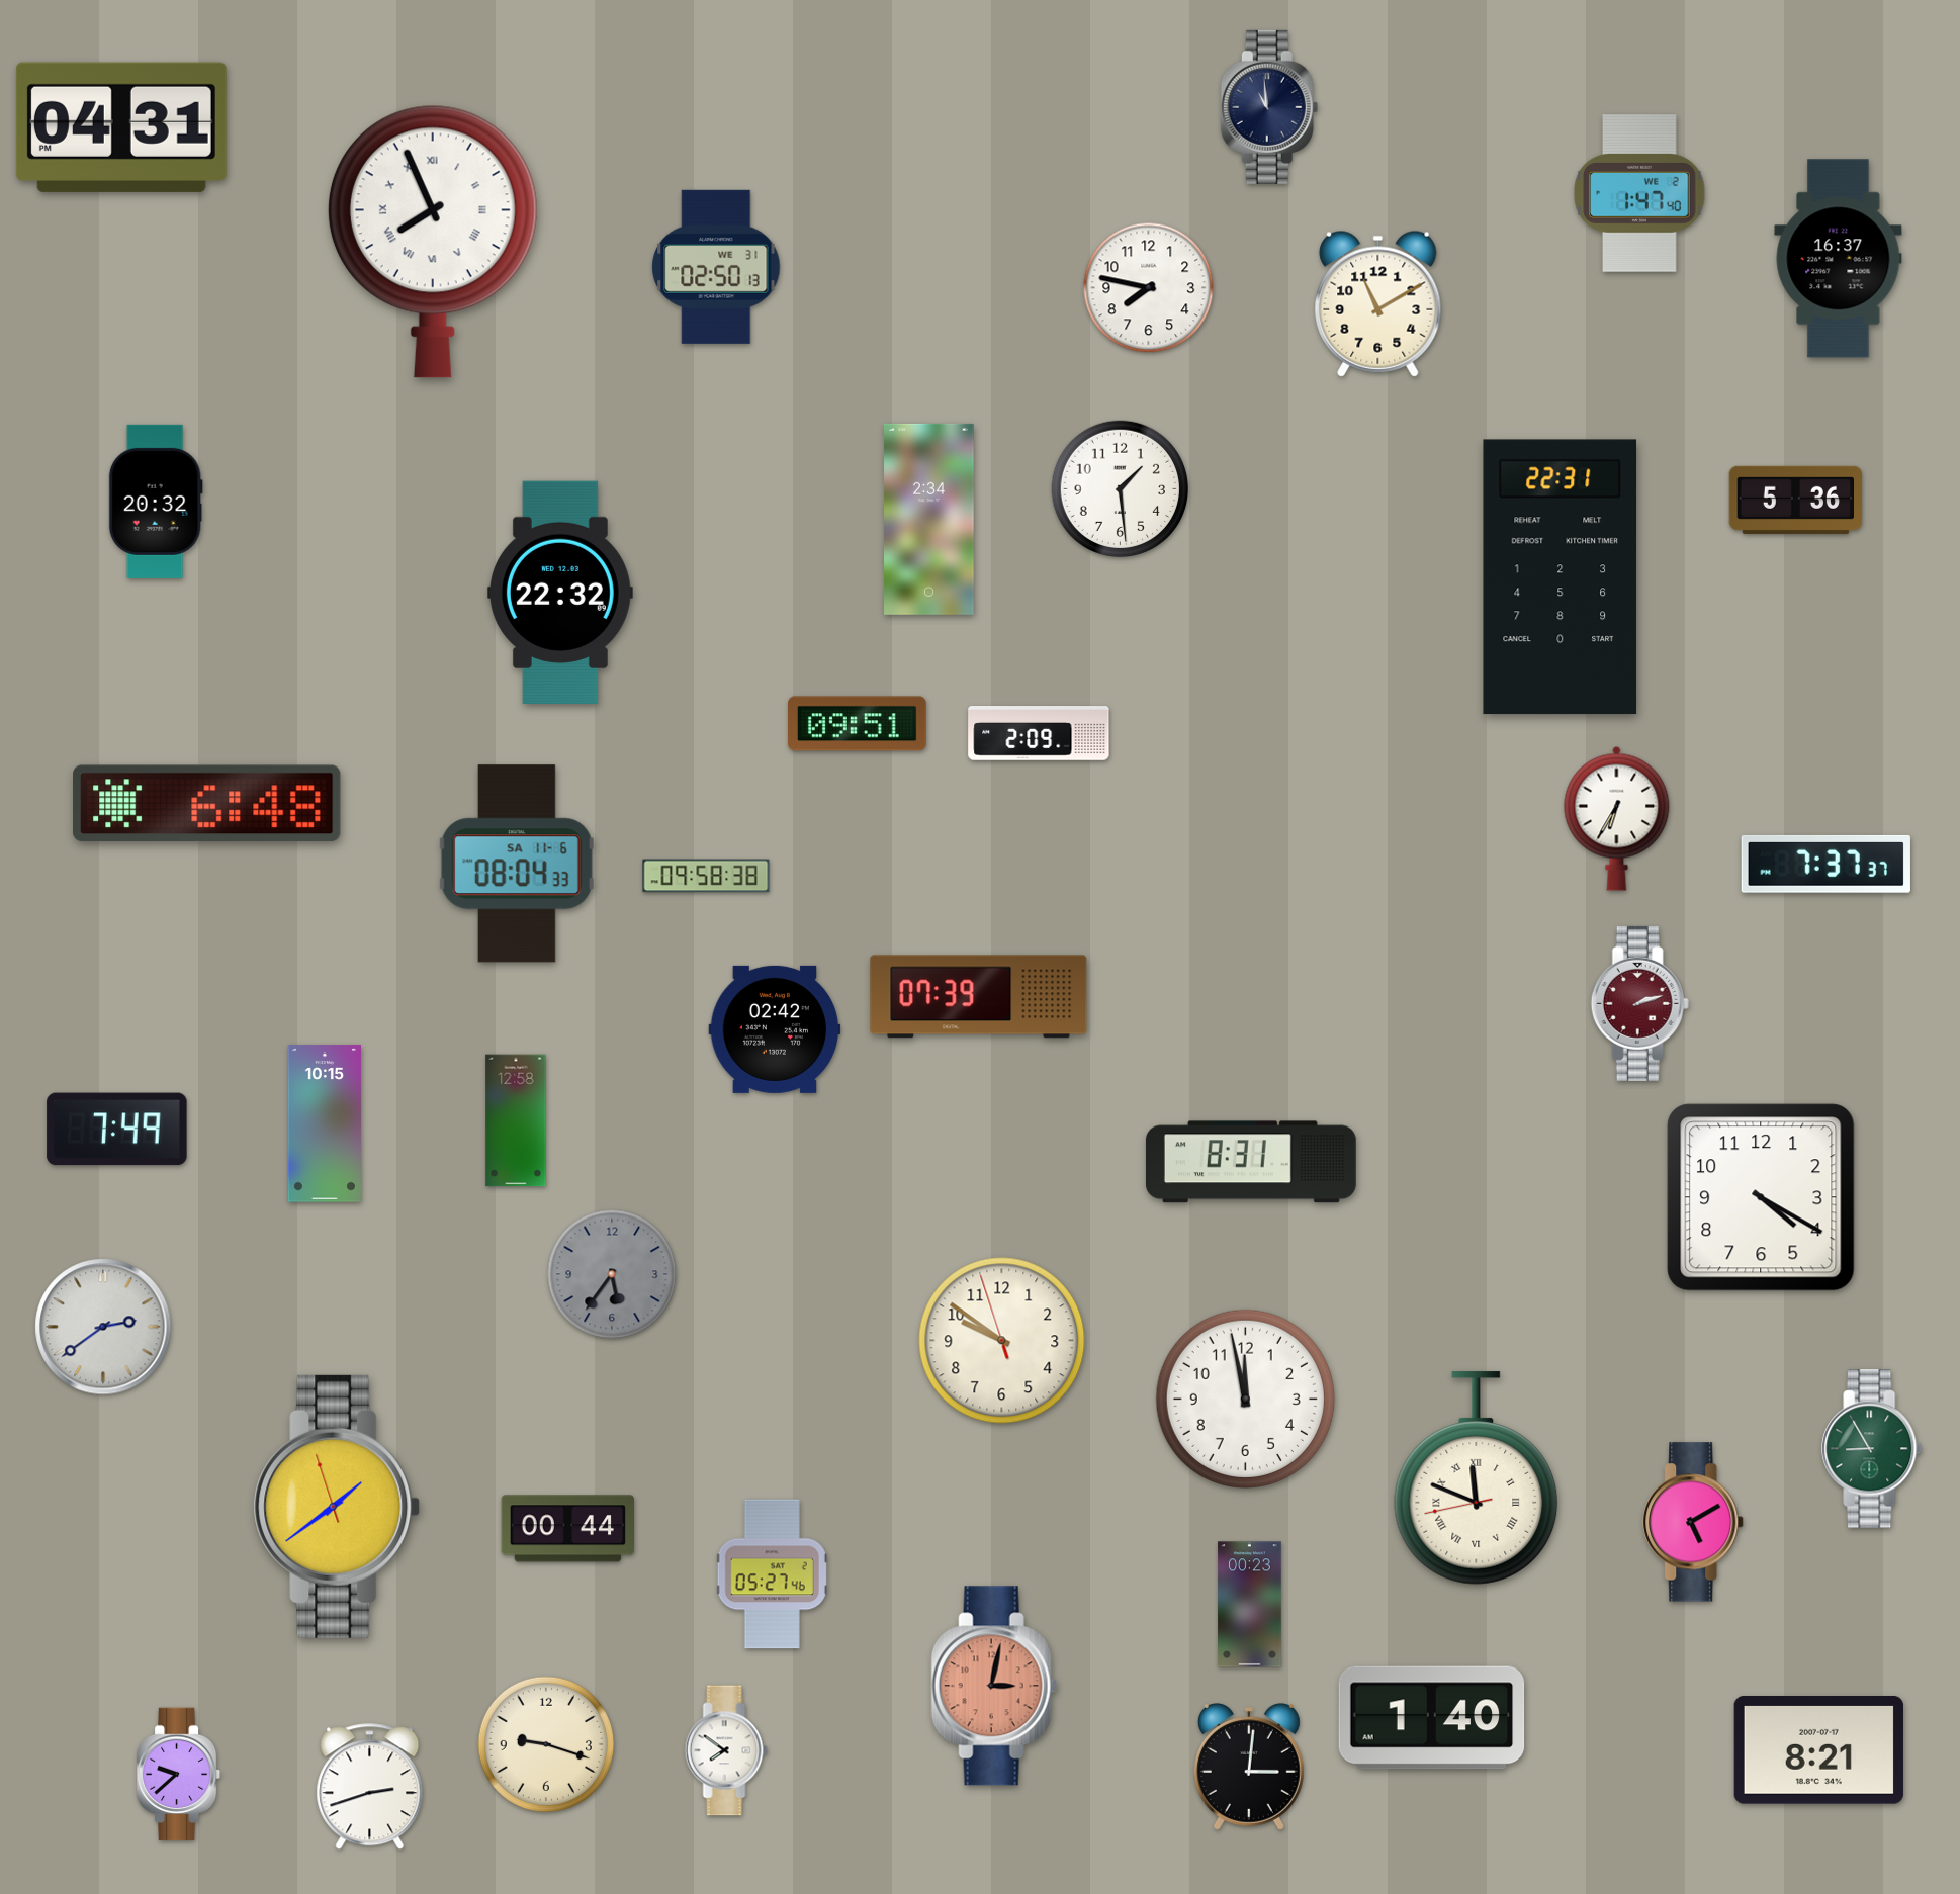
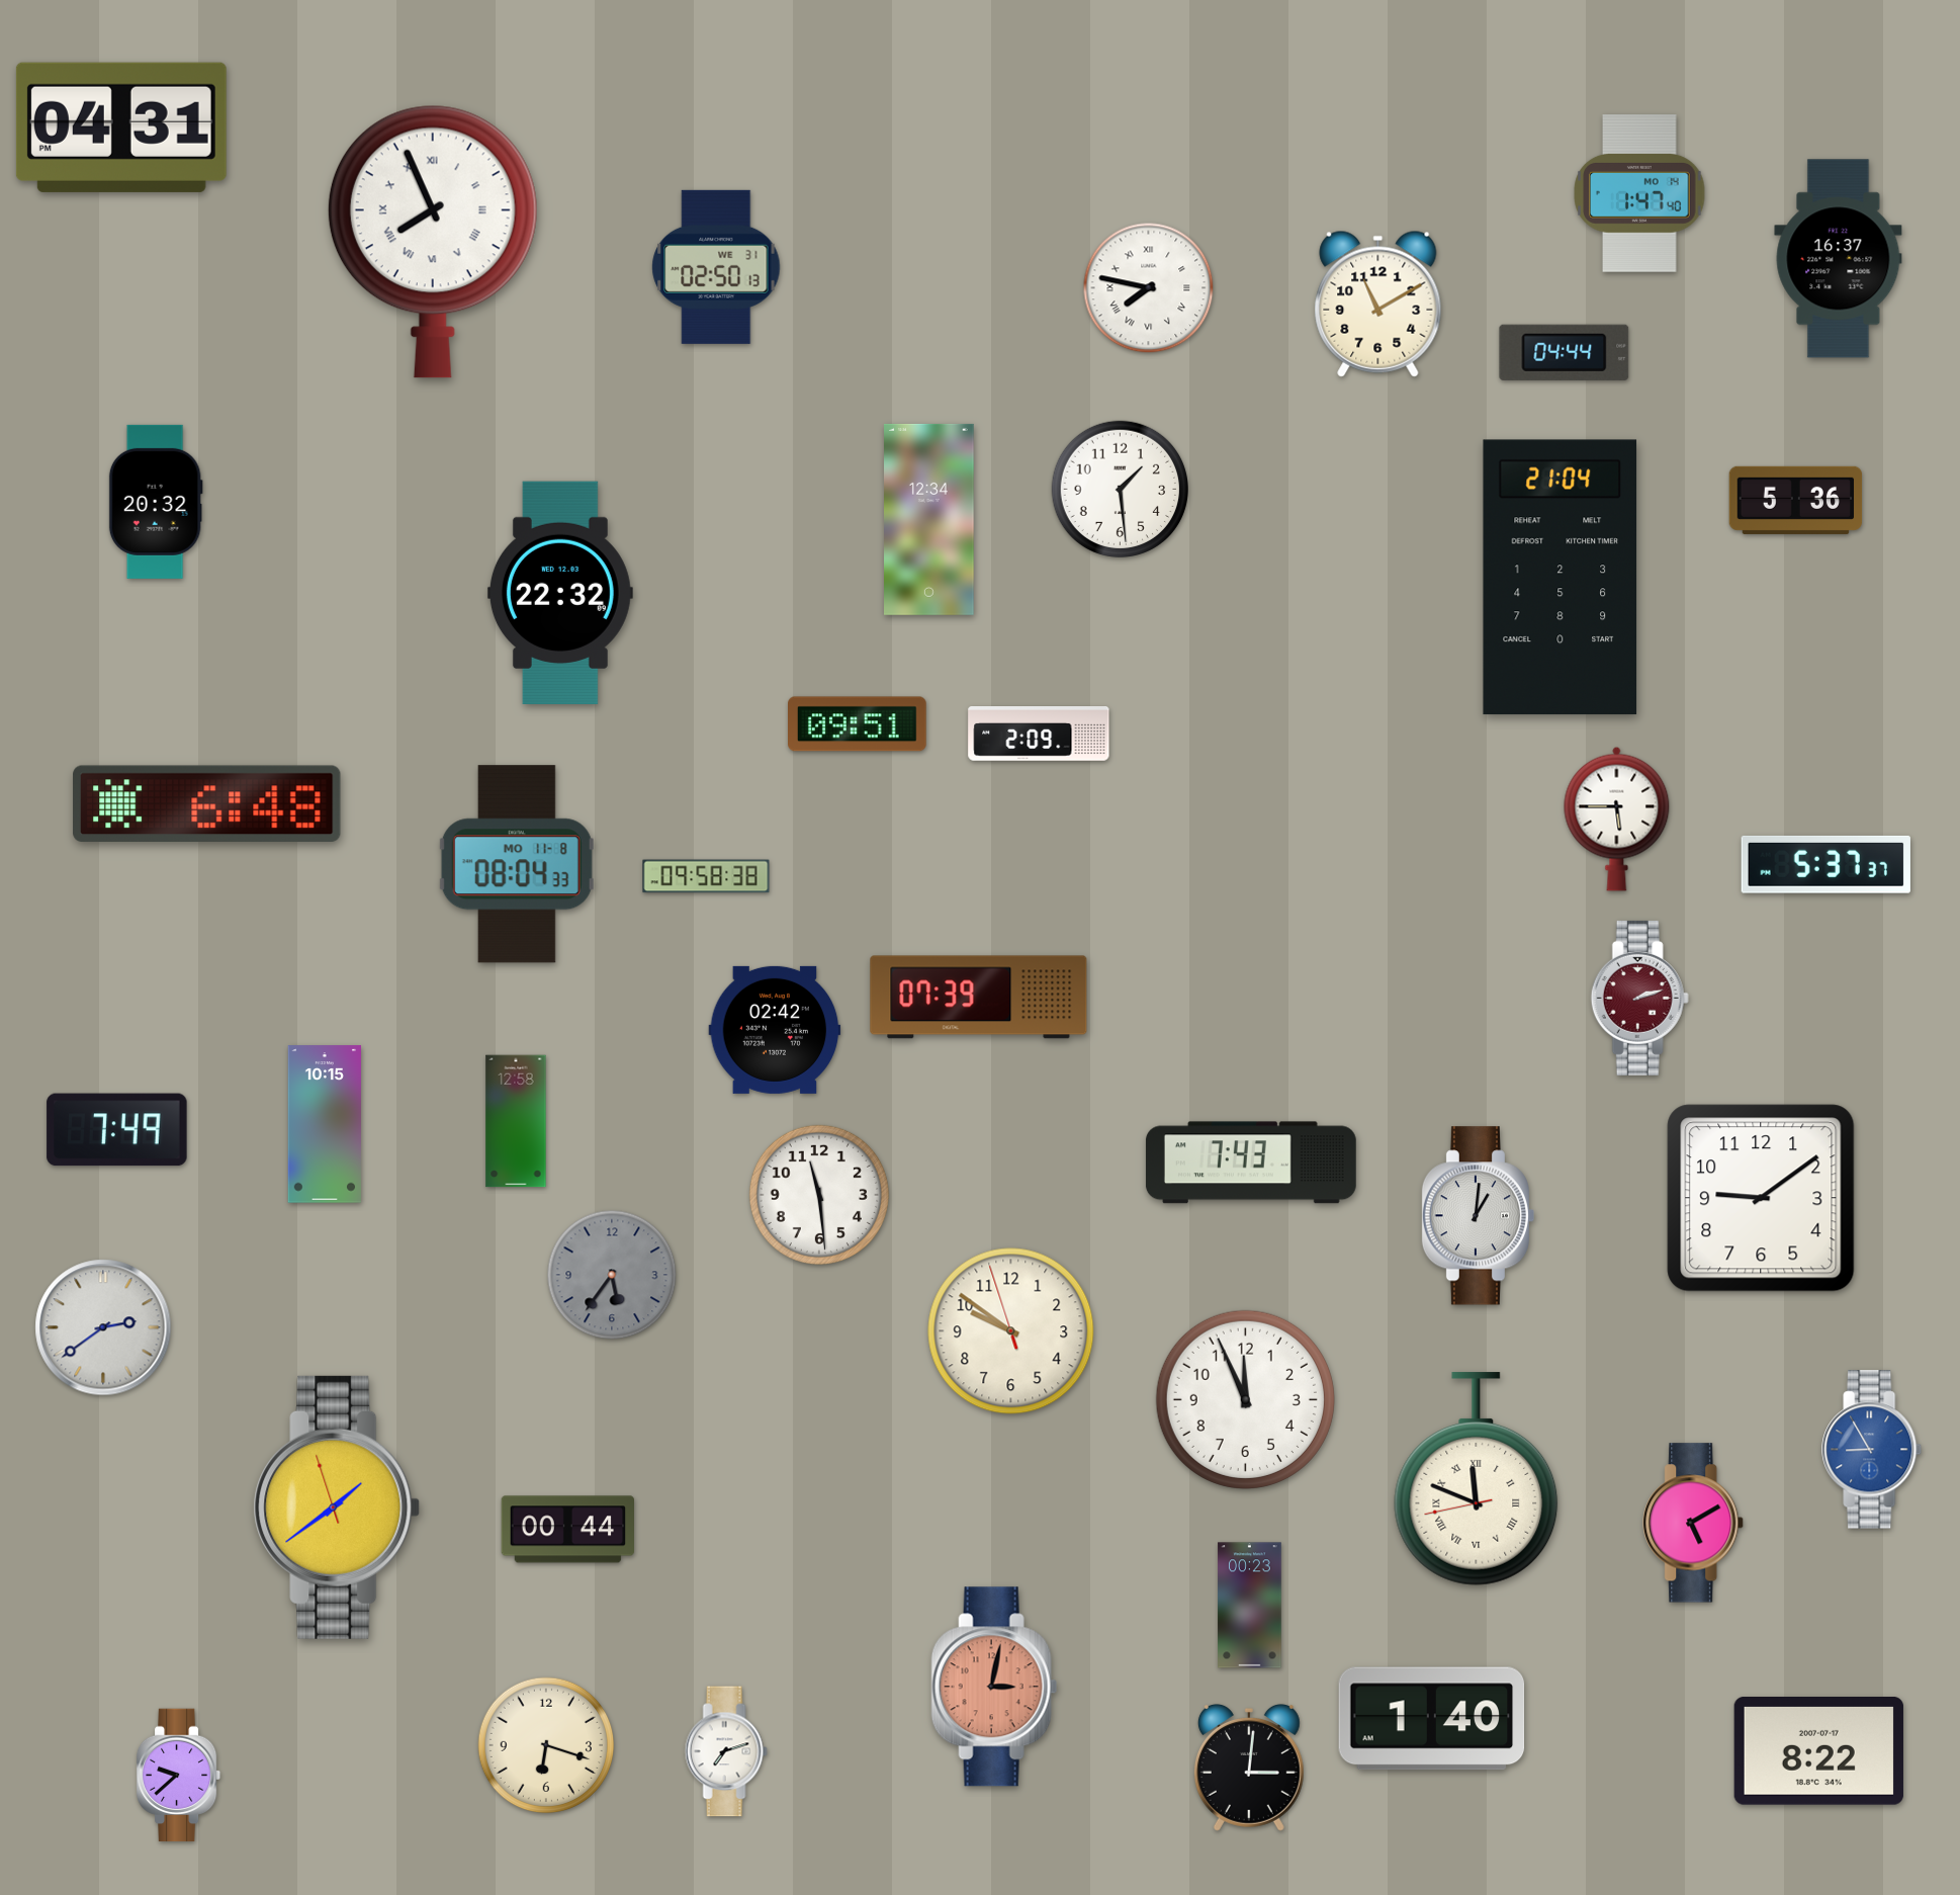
clock at (1269, 107): 10:59 -> none
clock at (1639, 193) date: WE 2 -> MO 14
clock at (1149, 288) numerals: Arabic -> Roman
clock at (1565, 352): none -> 04:44
clock at (929, 519): 2:34 -> 12:34
clock at (1561, 577): 22:31 -> 21:04
clock at (1617, 818): 6:35 -> 5:45
clock at (517, 864) date: SA 11-6 -> MO 11-8
clock at (1825, 864): 7:37 -> 5:37
clock at (1639, 1003) position: (1639, 1003) -> (1639, 998)
clock at (1251, 1162): 8:31 -> 7:43
clock at (819, 1195): none -> 11:29
clock at (1761, 1197): 4:20 -> 9:09
clock at (1478, 1216): none -> 1:01
clock at (1002, 1341) position: (1002, 1341) -> (1011, 1331)
clock at (1245, 1399): 11:58 -> 11:56
clock at (1872, 1449) dial: green -> blue
clock at (772, 1574): 05:27 -> none
clock at (546, 1744): 9:18 -> 6:18
clock at (726, 1750): 7:51 -> 7:12
clock at (1818, 1750): 8:21 -> 8:22
clock at (370, 1787): 2:42 -> none
